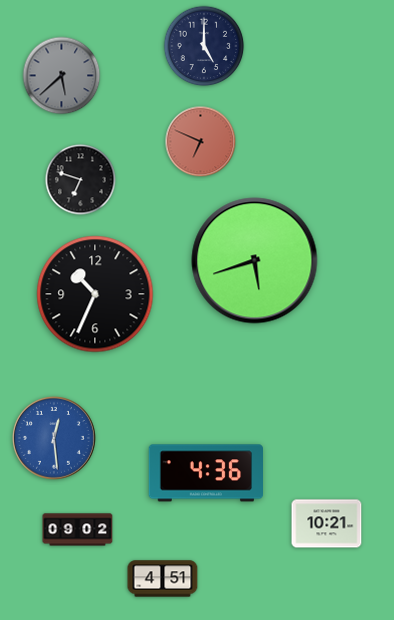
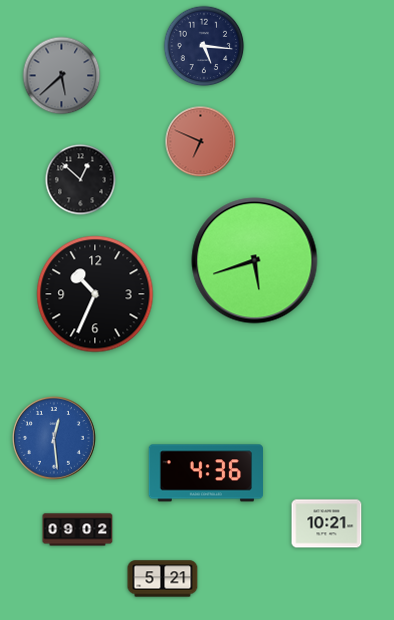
clock at (204, 46): 5:00 -> 5:16
clock at (81, 180): 6:48 -> 12:52
clock at (163, 579): 4:51 -> 5:21
